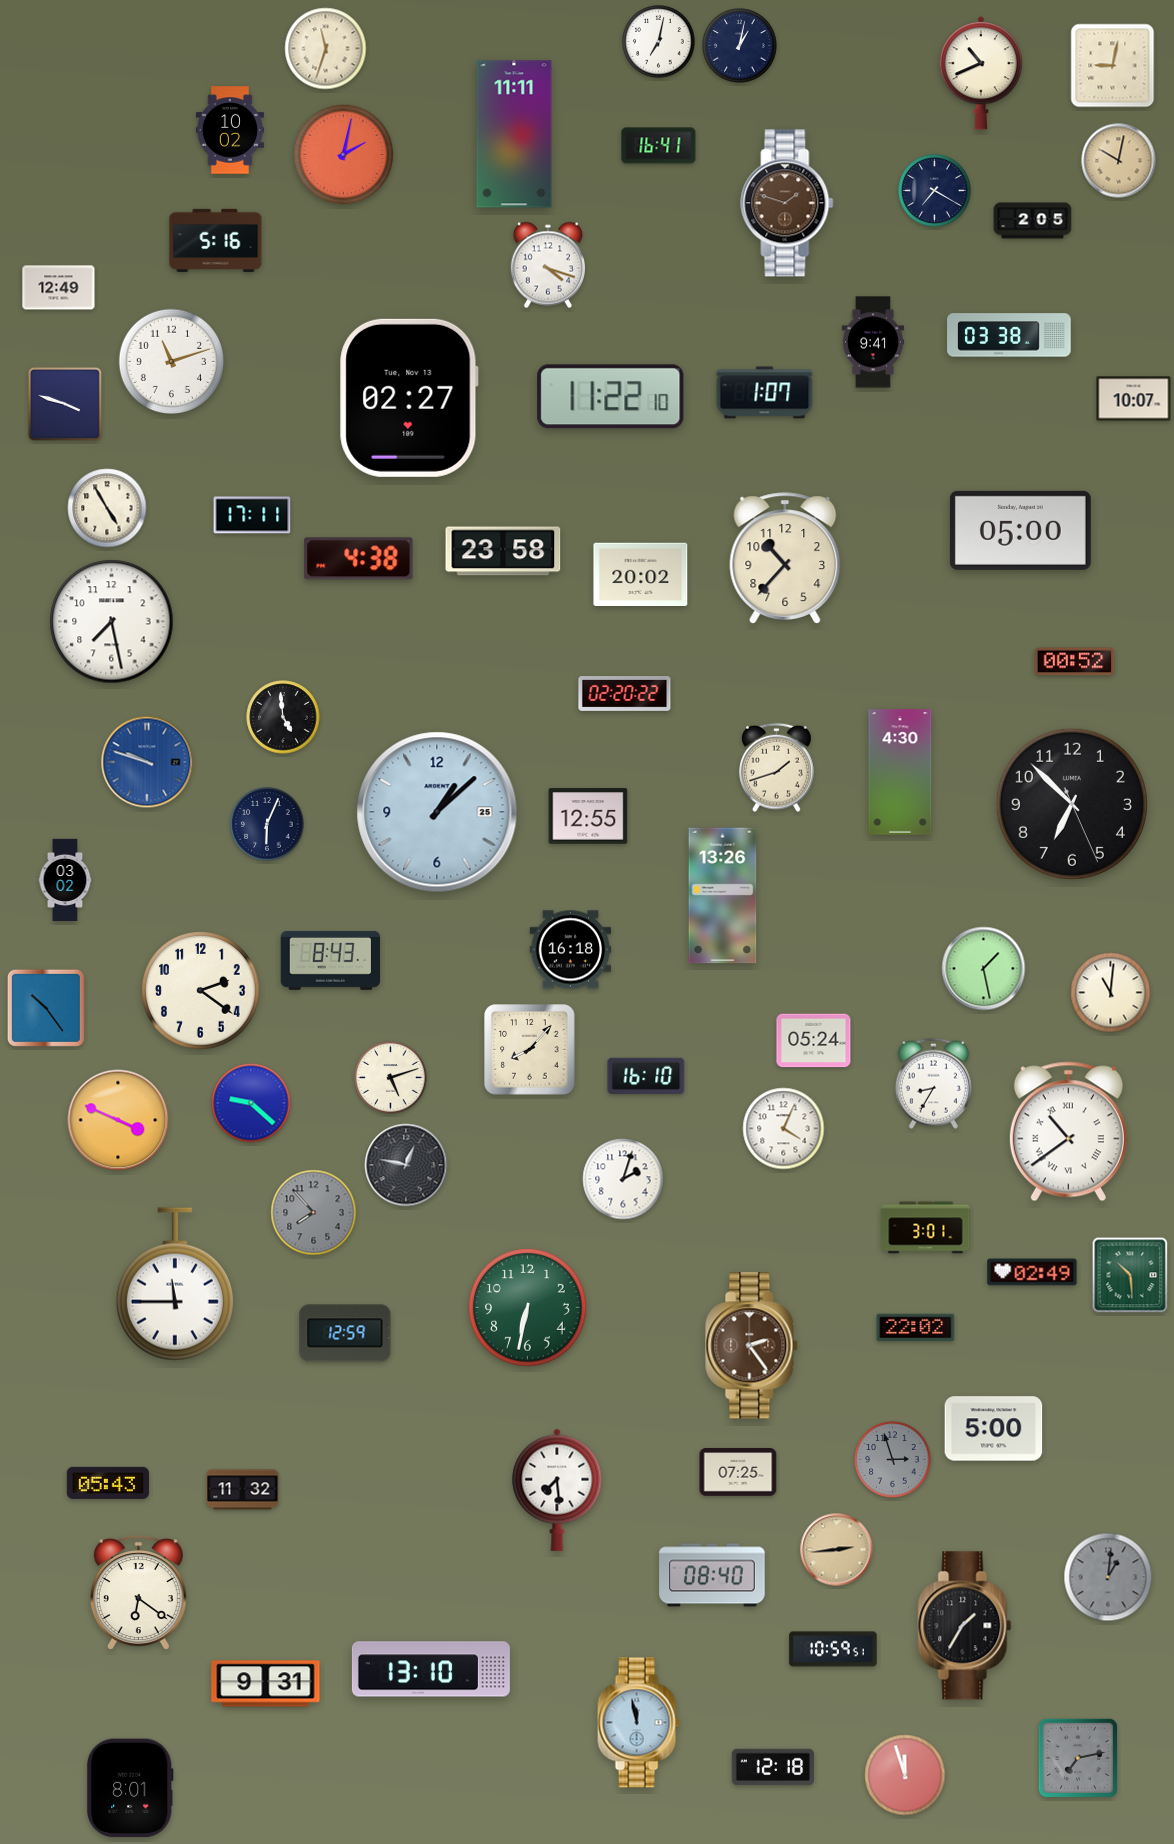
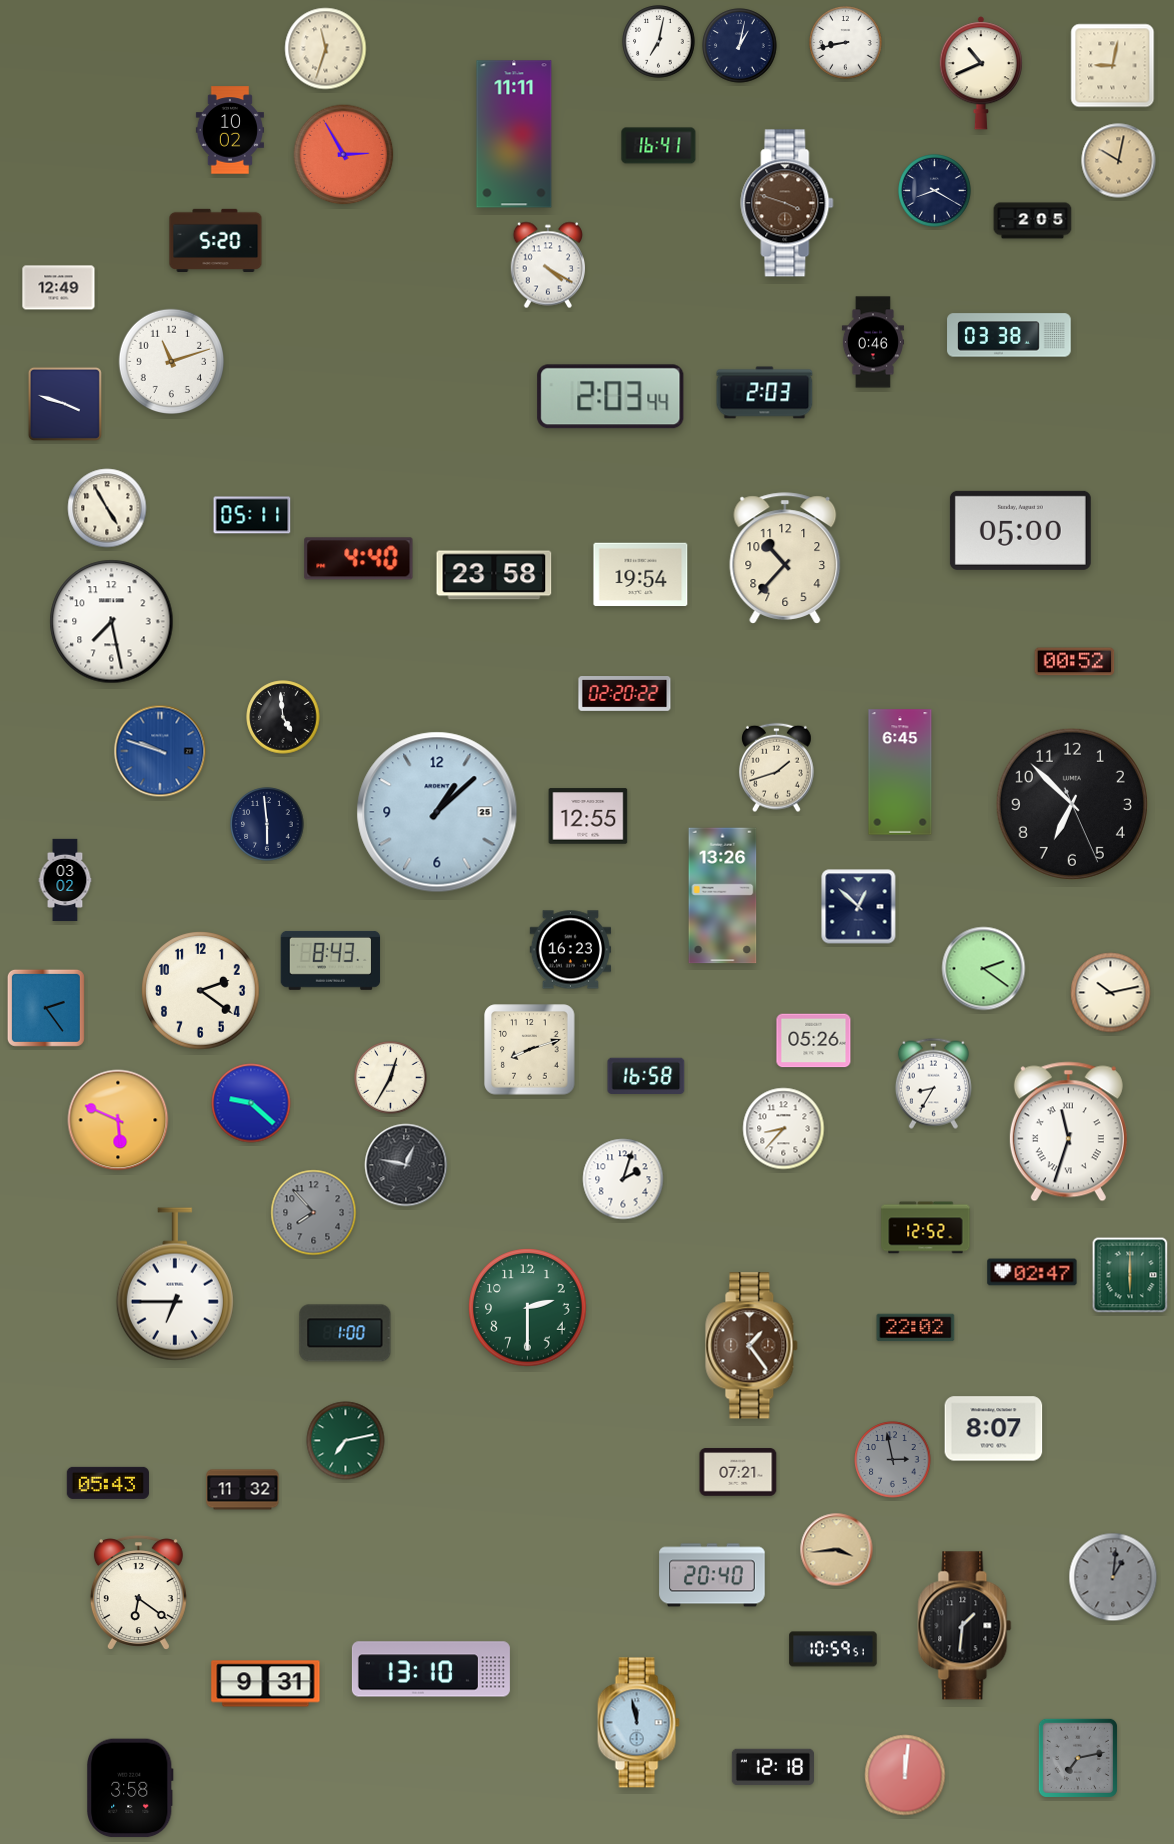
clock at (846, 43): none -> 8:43
clock at (344, 155): 2:02 -> 2:55
clock at (935, 191): 7:20 -> 8:20
clock at (787, 203): 1:48 -> 3:48
clock at (216, 240): 5:16 -> 5:20
clock at (547, 265): 4:18 -> 4:20
clock at (873, 342): 9:41 -> 0:46
clock at (765, 393): 1:07 -> 2:03
clock at (611, 397): 11:22 -> 2:03
clock at (409, 398): 02:27 -> none
clock at (1134, 399): 10:07 -> none
clock at (252, 515): 17:11 -> 05:11
clock at (503, 551) position: (503, 551) -> (494, 575)
clock at (359, 559): 4:38 -> 4:40
clock at (641, 575): 20:02 -> 19:54
clock at (147, 762) position: (147, 762) -> (160, 751)
clock at (900, 772): 4:30 -> 6:45
clock at (267, 824): 6:04 -> 5:59
clock at (859, 907): none -> 12:52
clock at (571, 950): 16:18 -> 16:23
clock at (984, 969): 1:28 -> 2:21
clock at (1111, 993): 11:01 -> 10:13
clock at (46, 1008): 10:24 -> 2:24
clock at (814, 1041): 05:24 -> 05:26
clock at (530, 1050): 8:07 -> 8:12
clock at (646, 1075): 16:10 -> 16:58
clock at (391, 1078): 5:12 -> 12:35
clock at (118, 1120): 3:49 -> 5:49
clock at (784, 1129): 4:04 -> 8:37
clock at (1068, 1132): 10:39 -> 11:33
clock at (926, 1228): 3:01 -> 12:52
clock at (1032, 1272): 02:49 -> 02:47
clock at (1130, 1275): 10:29 -> 6:00
clock at (175, 1284): 11:45 -> 6:45
clock at (528, 1308): 6:32 -> 2:30
clock at (345, 1333): 12:59 -> 1:00
clock at (752, 1346): 2:24 -> 1:24
clock at (994, 1429): 5:00 -> 8:07
clock at (346, 1441): none -> 7:13
clock at (893, 1460): 2:57 -> 2:58
clock at (738, 1472): 07:25 -> 07:21
clock at (557, 1490): 7:29 -> none
clock at (837, 1550): 2:44 -> 3:44
clock at (712, 1575): 08:40 -> 20:40
clock at (1108, 1577) position: (1108, 1577) -> (1113, 1577)
clock at (965, 1626): 1:35 -> 1:31
clock at (905, 1775): 11:57 -> 12:01
clock at (130, 1788): 8:01 -> 3:58
